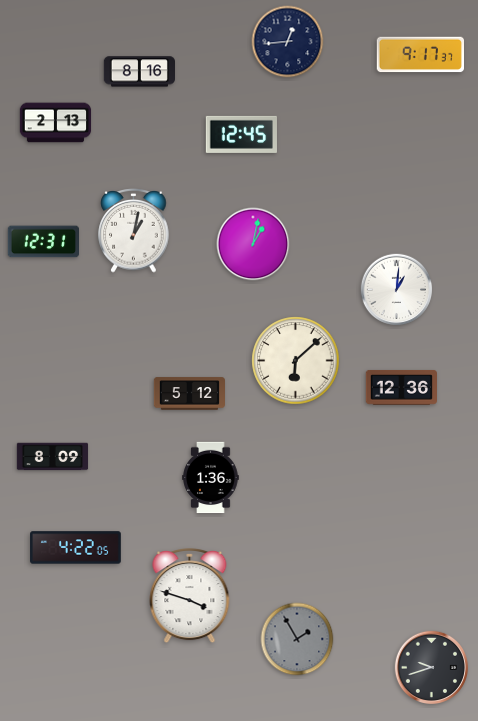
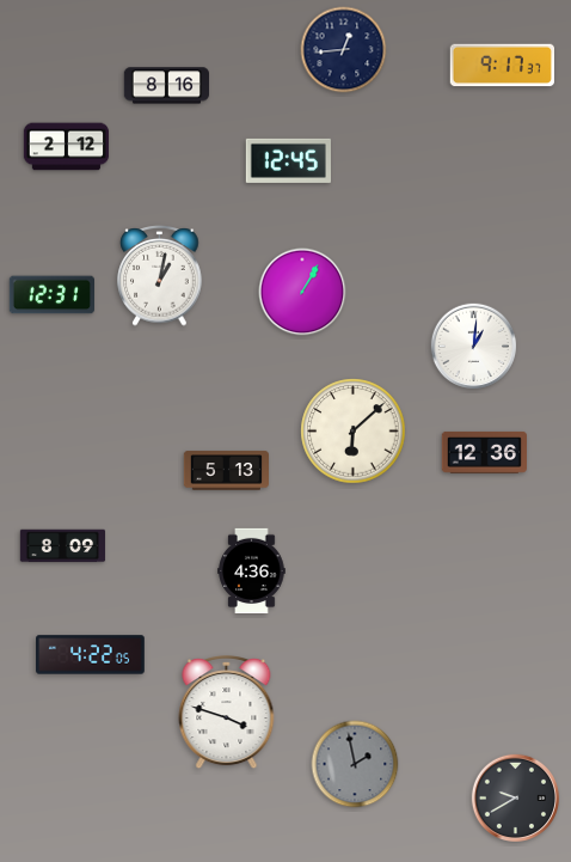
clock at (56, 123): 2:13 -> 2:12
clock at (43, 242) position: (43, 242) -> (51, 295)
clock at (253, 244): 1:02 -> 1:05
clock at (401, 388) position: (401, 388) -> (484, 453)
clock at (190, 394): 5:12 -> 5:13
clock at (211, 478): 1:36 -> 4:36
clock at (297, 639): 1:55 -> 1:58
clock at (431, 667): 9:42 -> 9:40
